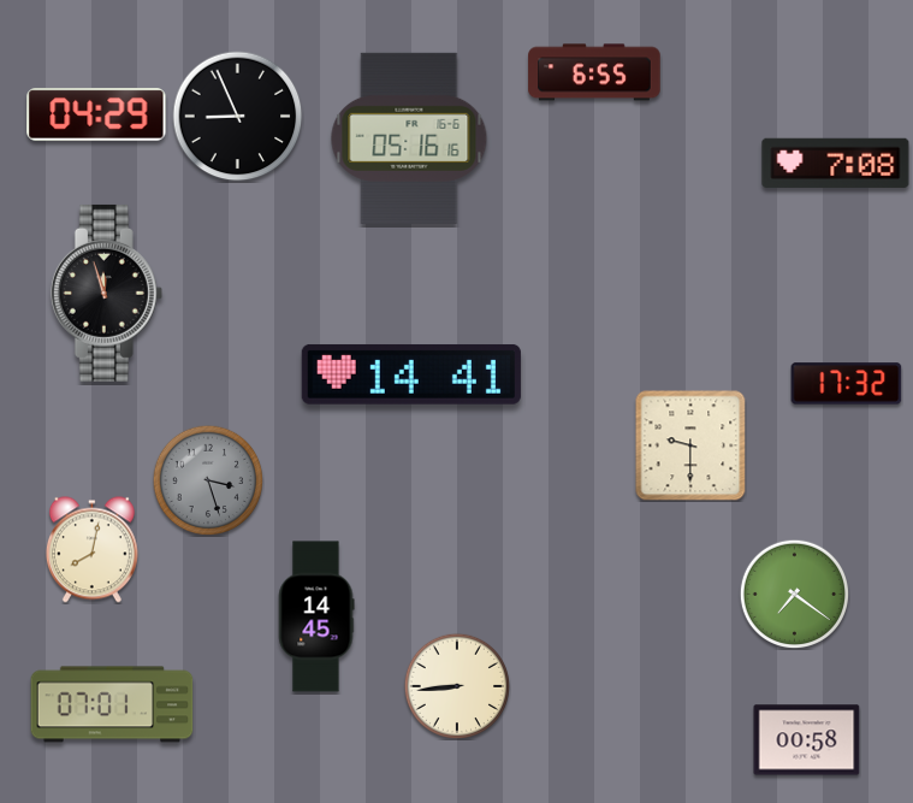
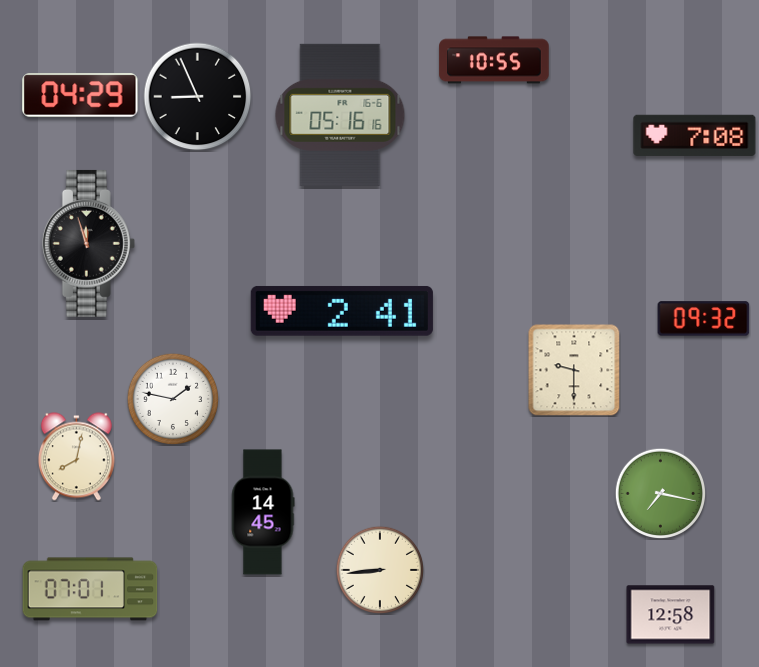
clock at (594, 72): 6:55 -> 10:55
clock at (411, 374): 14:41 -> 2:41
clock at (847, 384): 17:32 -> 09:32
clock at (208, 480): 3:27 -> 1:47
clock at (208, 480) dial: grey -> white
clock at (794, 594): 7:21 -> 7:17
clock at (112, 704) position: (112, 704) -> (90, 589)
clock at (807, 740): 00:58 -> 12:58
